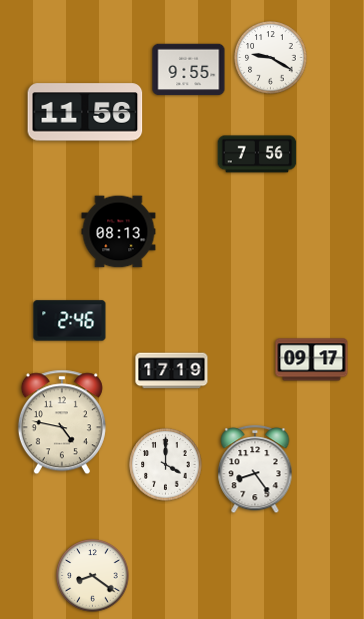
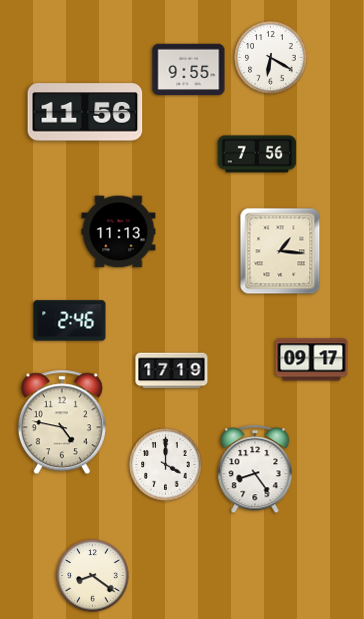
clock at (271, 58): 9:20 -> 6:20
clock at (119, 232): 08:13 -> 11:13
clock at (280, 251): none -> 1:16
